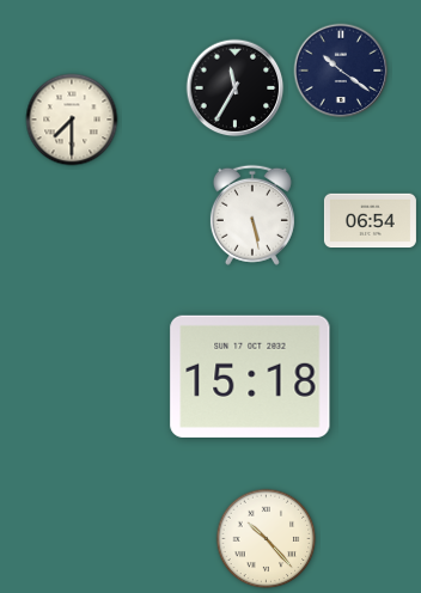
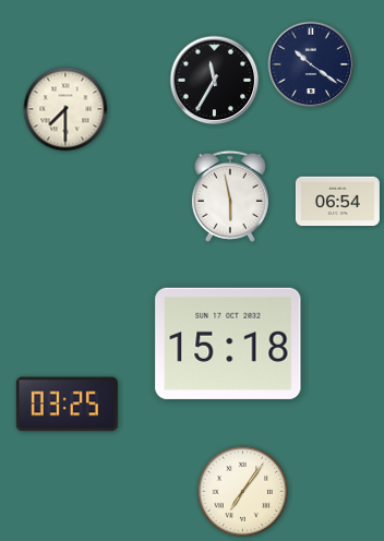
clock at (252, 215): 5:28 -> 5:58
clock at (67, 405): none -> 03:25
clock at (267, 539): 10:23 -> 7:06
